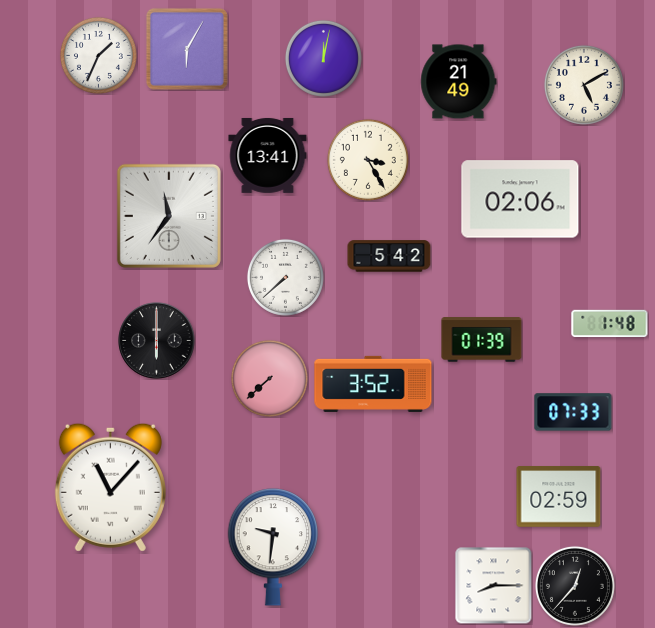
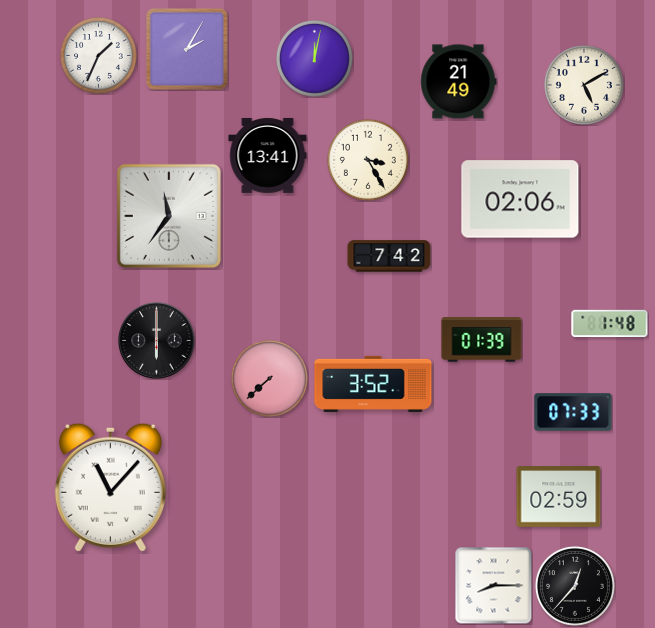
clock at (187, 49): 6:05 -> 2:05
clock at (323, 58) position: (323, 58) -> (314, 58)
clock at (389, 256): 5:42 -> 7:42
clock at (285, 277): 7:38 -> none
clock at (273, 547): 9:31 -> none
